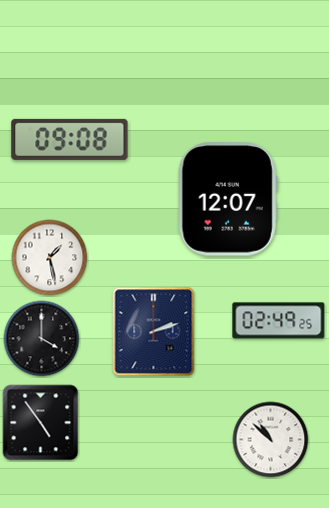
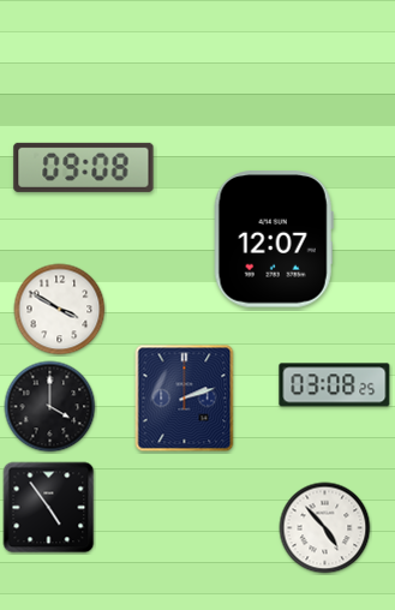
clock at (50, 258): 1:28 -> 3:50
clock at (279, 321): 02:49 -> 03:08
clock at (271, 440): 10:52 -> 4:53
